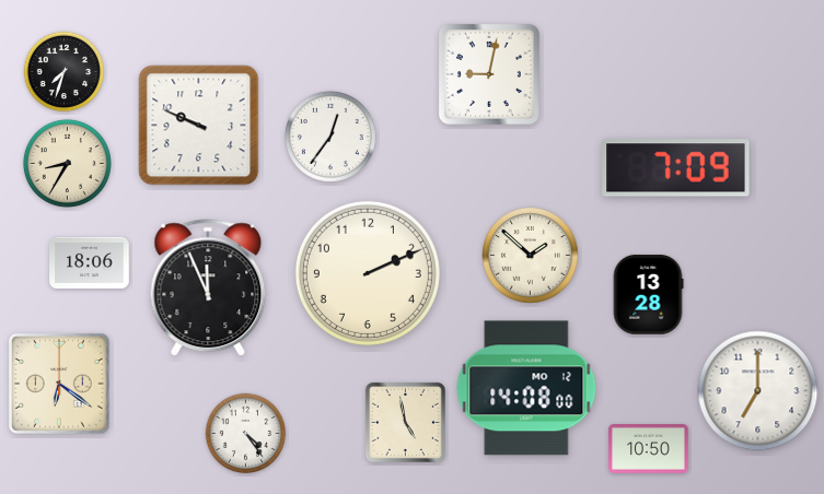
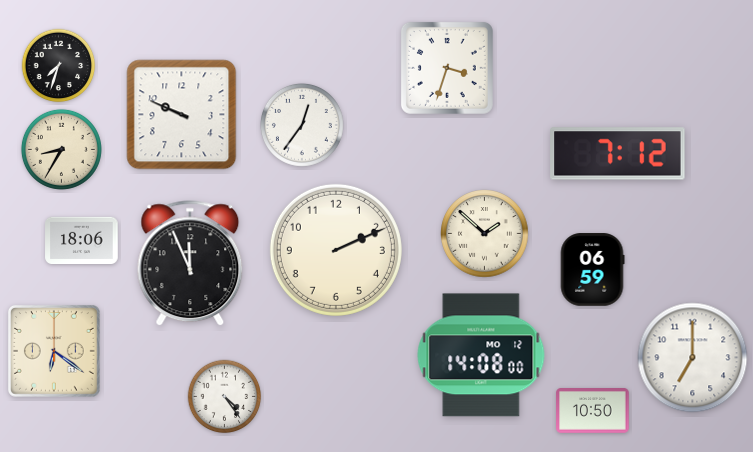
clock at (489, 74): 9:02 -> 3:33
clock at (676, 168): 7:09 -> 7:12
clock at (648, 295): 13:28 -> 06:59
clock at (405, 422): 4:58 -> none
